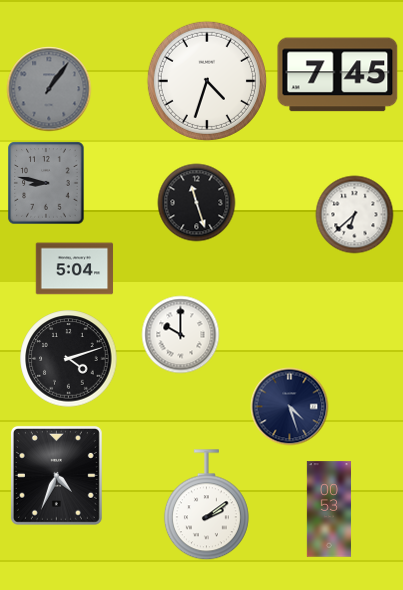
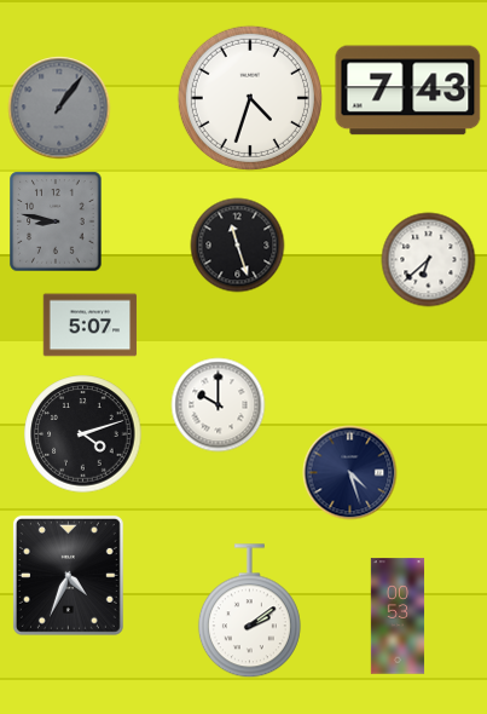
clock at (338, 75): 7:45 -> 7:43
clock at (74, 269): 5:04 -> 5:07
clock at (289, 406) position: (289, 406) -> (349, 472)
